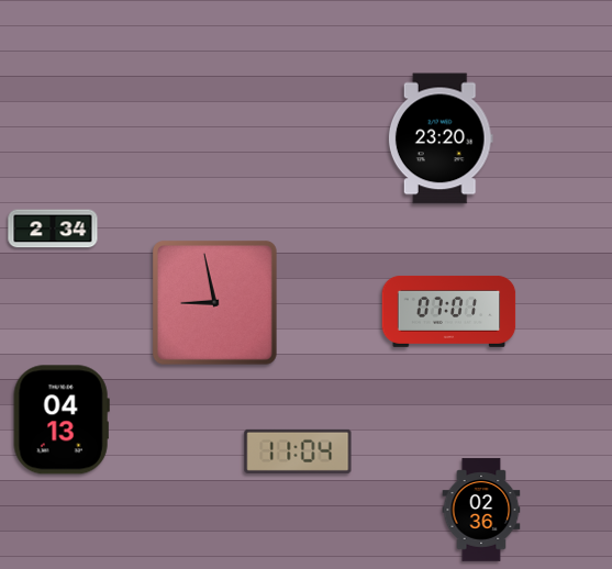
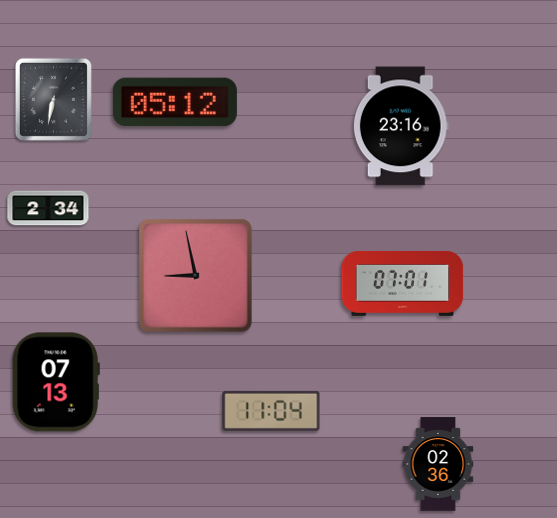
clock at (53, 99): none -> 6:32
clock at (175, 102): none -> 05:12
clock at (441, 138): 23:20 -> 23:16
clock at (449, 311) position: (449, 311) -> (403, 283)
clock at (62, 420): 04:13 -> 07:13
